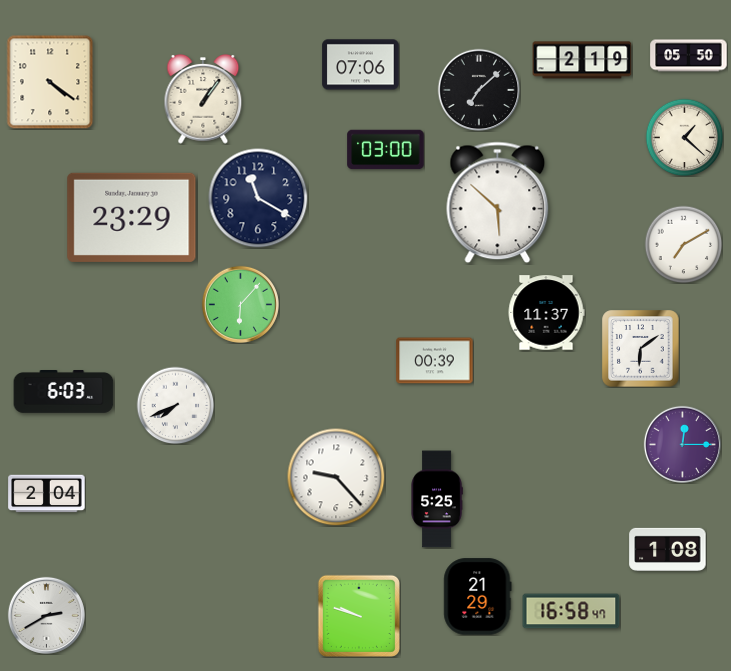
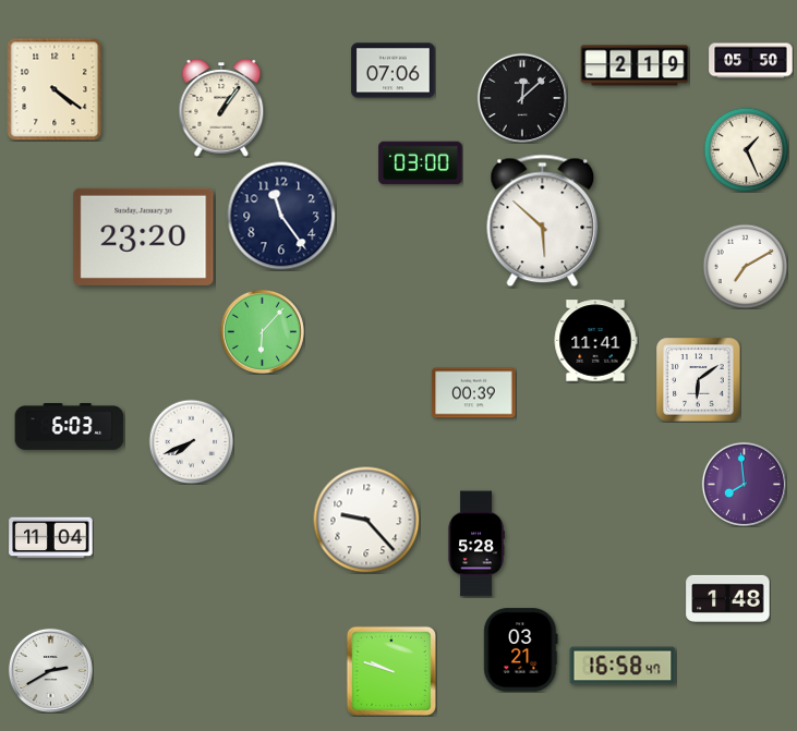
clock at (479, 90): 7:08 -> 12:08
clock at (684, 137): 1:22 -> 1:26
clock at (258, 198): 11:20 -> 11:24
clock at (132, 217): 23:29 -> 23:20
clock at (546, 313): 11:37 -> 11:41
clock at (682, 444): 12:15 -> 7:59
clock at (47, 494): 2:04 -> 11:04
clock at (437, 499): 5:25 -> 5:28
clock at (668, 549): 1:08 -> 1:48
clock at (478, 597): 21:29 -> 03:21
